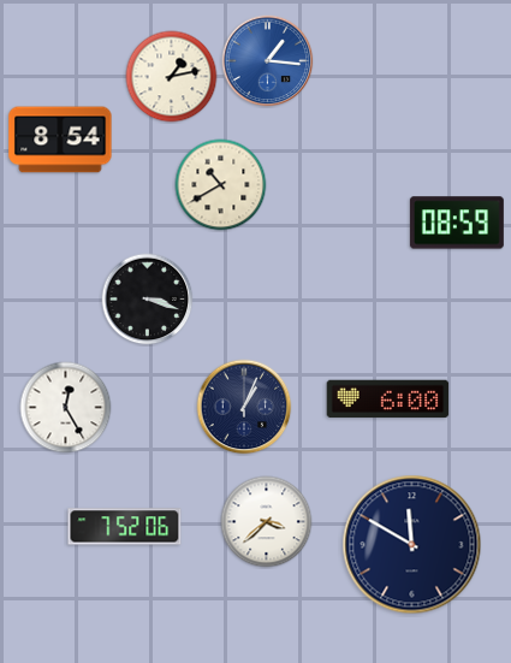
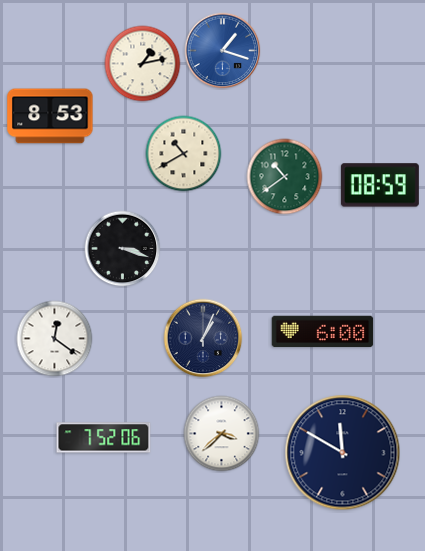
clock at (268, 61): 1:16 -> 1:18
clock at (60, 140): 8:54 -> 8:53
clock at (285, 177): none -> 10:39
clock at (66, 408): 12:25 -> 12:21
